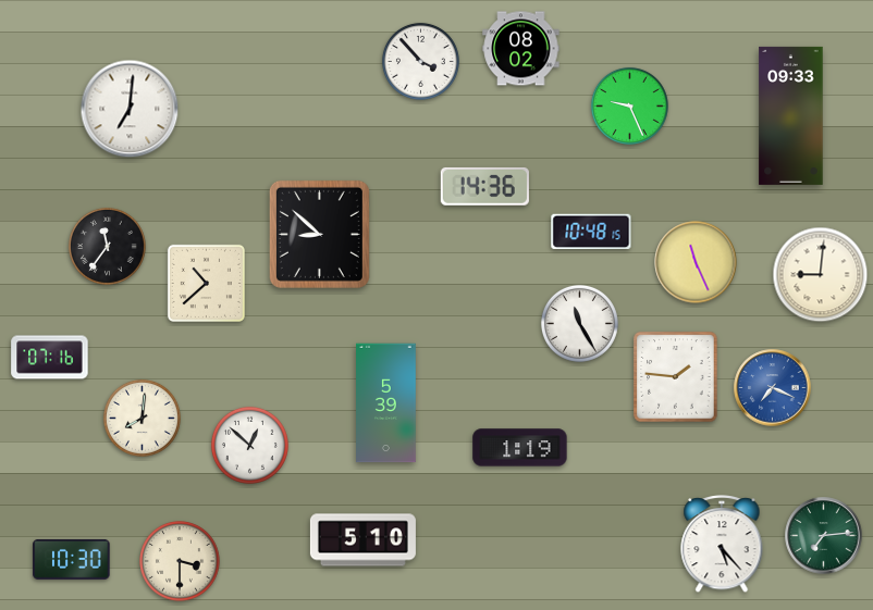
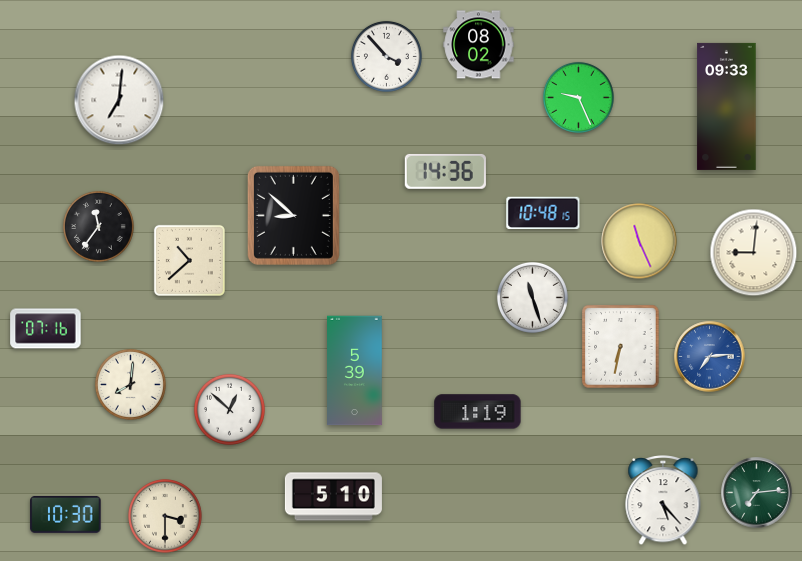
clock at (579, 323): 11:25 -> 11:27
clock at (676, 377): 1:46 -> 6:32
clock at (773, 388): 7:19 -> 7:14
